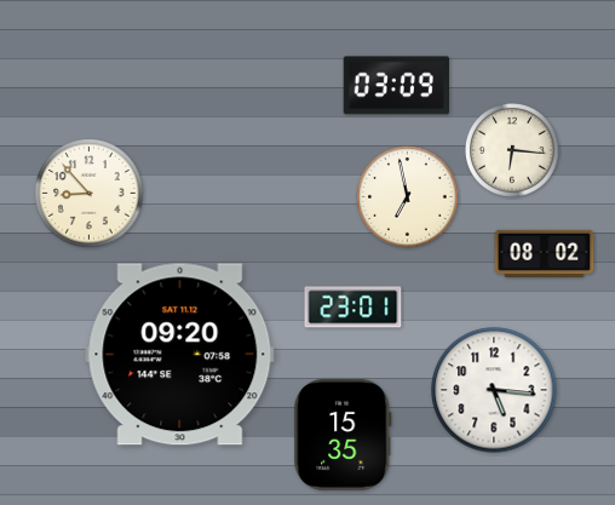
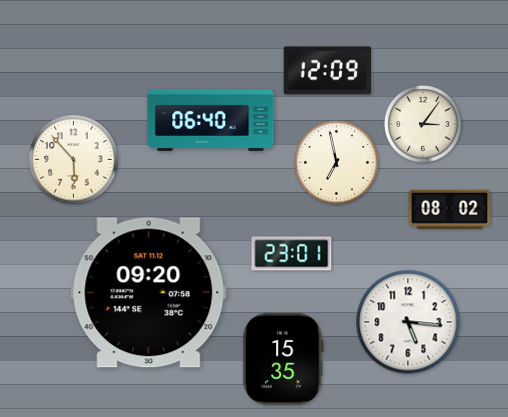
clock at (396, 86): 03:09 -> 12:09
clock at (211, 120): none -> 06:40
clock at (513, 151): 6:16 -> 3:06
clock at (90, 194): 8:53 -> 5:53
